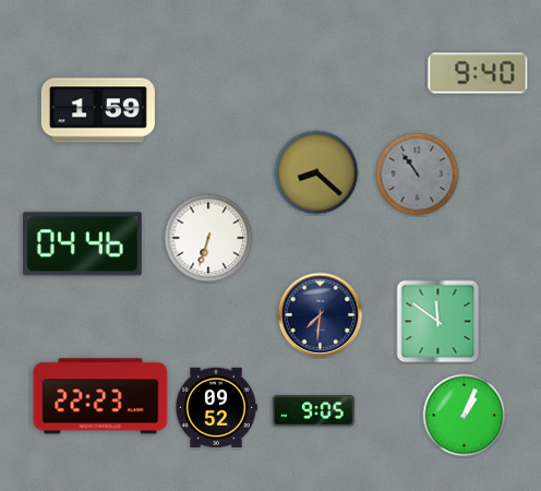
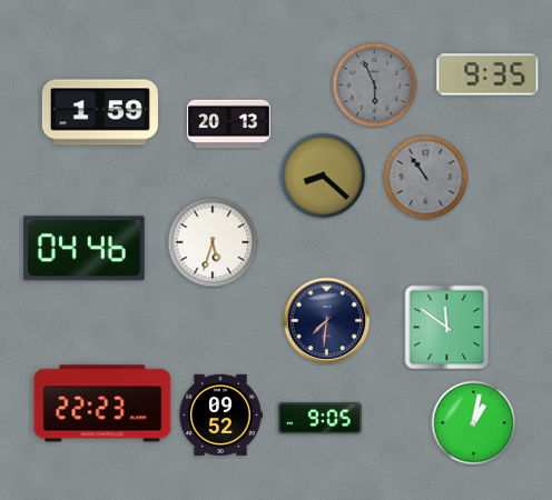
clock at (478, 73): 9:40 -> 9:35
clock at (375, 86): none -> 5:56
clock at (228, 124): none -> 20:13
clock at (208, 238): 6:33 -> 5:33
clock at (465, 416): 1:04 -> 1:02
